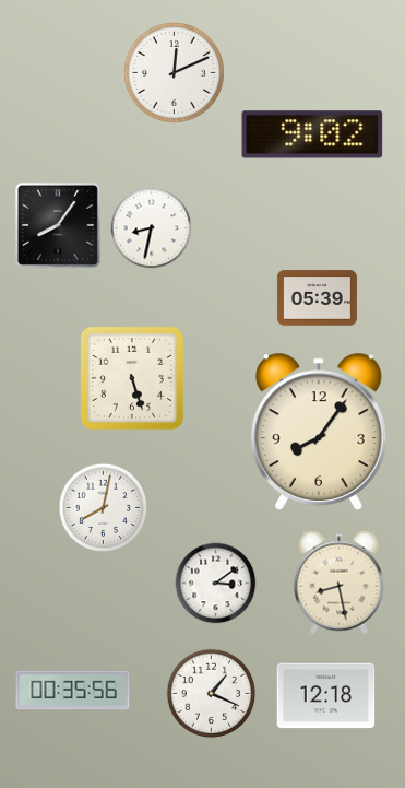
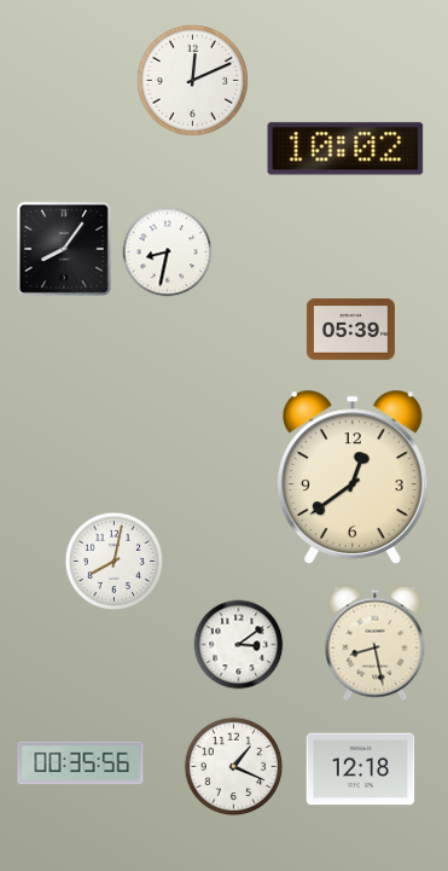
clock at (312, 134): 9:02 -> 10:02
clock at (132, 378): 5:27 -> none
clock at (319, 432): 8:06 -> 12:39
